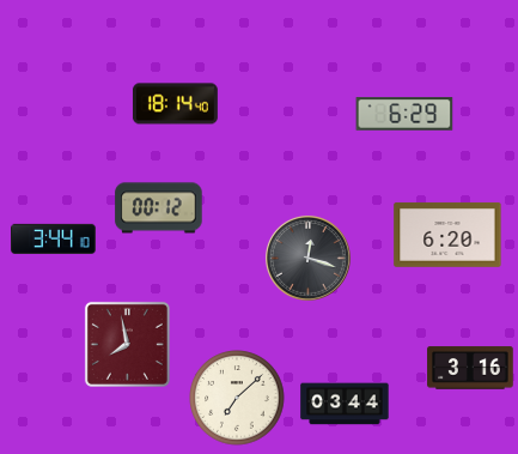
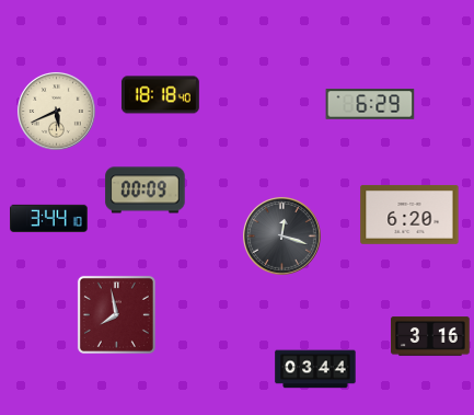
clock at (175, 104): 18:14 -> 18:18
clock at (56, 111): none -> 5:41
clock at (159, 208): 00:12 -> 00:09
clock at (237, 398): 7:08 -> none
